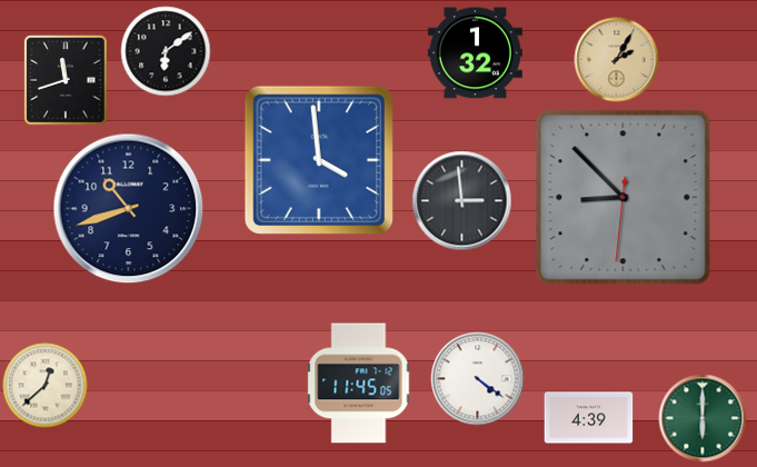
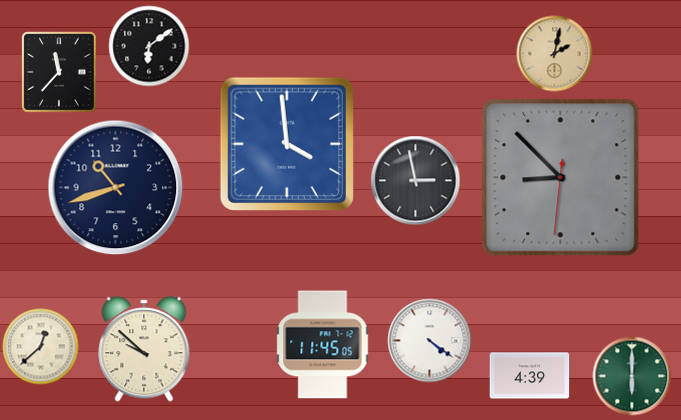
clock at (475, 53): 1:32 -> none
clock at (617, 60): 2:05 -> 2:02
clock at (67, 81): 11:42 -> 11:37
clock at (462, 201): 2:59 -> 2:58
clock at (144, 349): none -> 9:52
